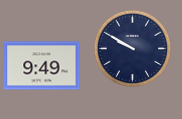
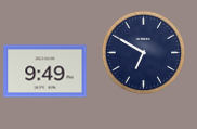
clock at (132, 48): 9:50 -> 6:50
